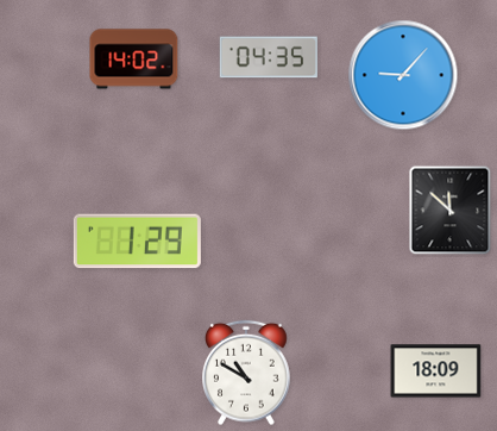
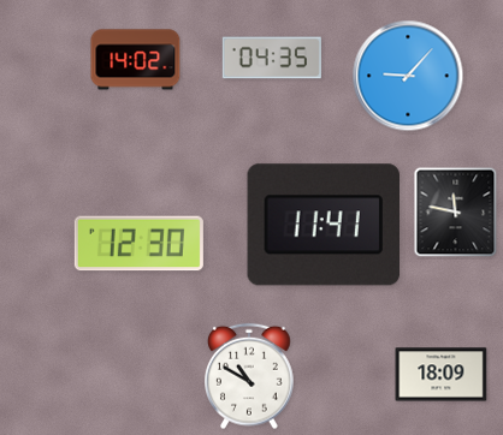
clock at (451, 211): 11:52 -> 11:47
clock at (322, 225): none -> 11:41
clock at (137, 242): 1:29 -> 12:30
